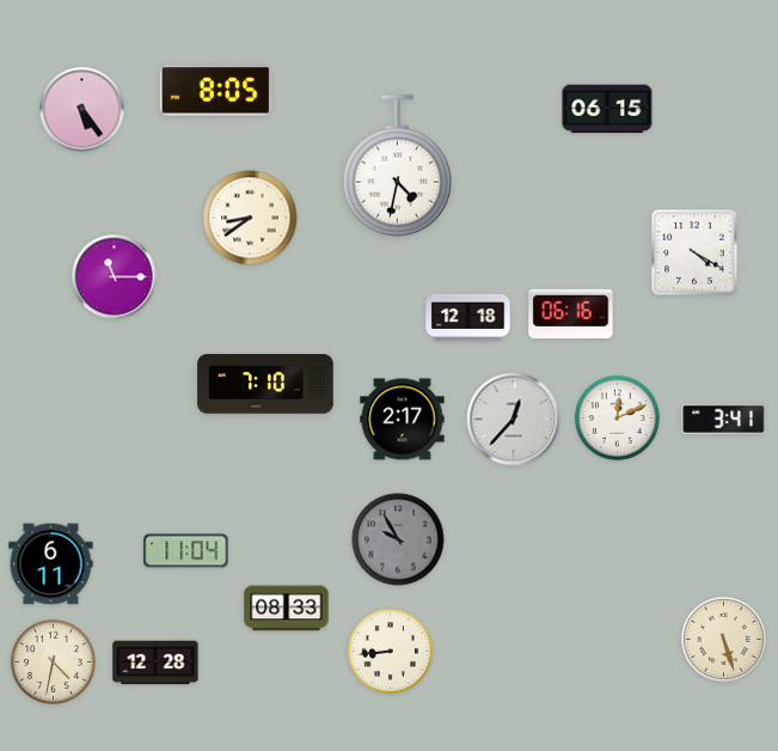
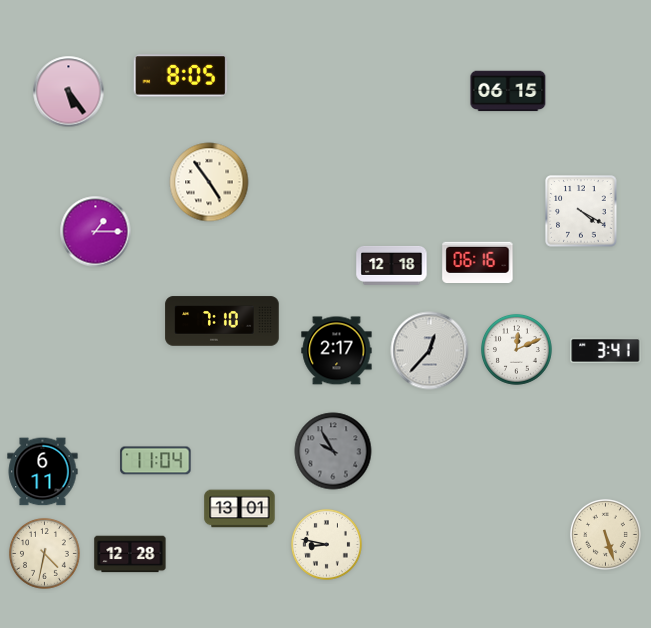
clock at (398, 166): 4:32 -> none
clock at (250, 218): 8:39 -> 4:54
clock at (115, 277): 11:15 -> 1:15
clock at (287, 609): 08:33 -> 13:01
clock at (391, 652): 8:44 -> 8:47
